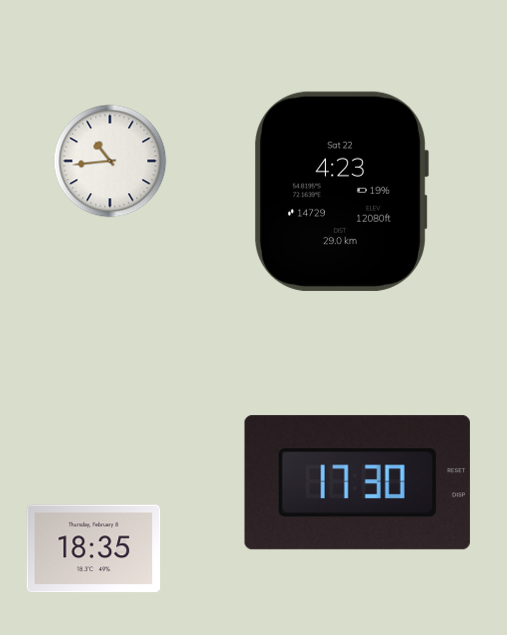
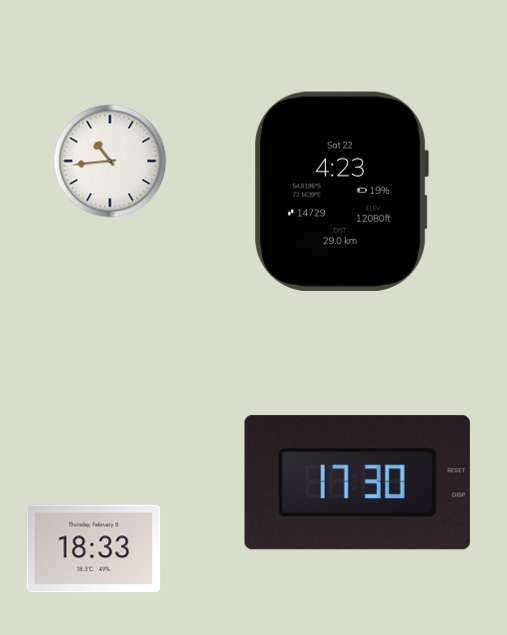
clock at (94, 549): 18:35 -> 18:33
